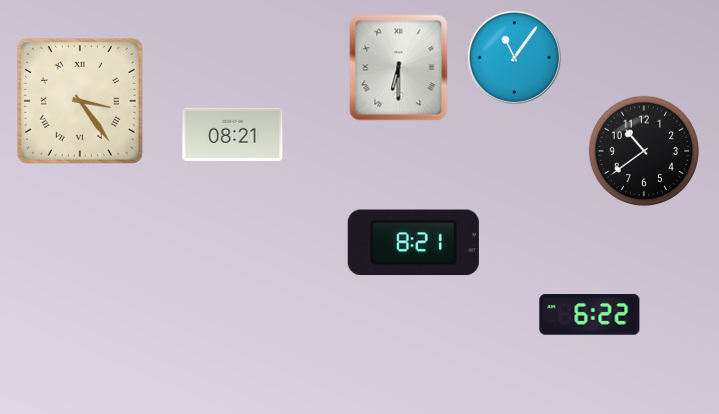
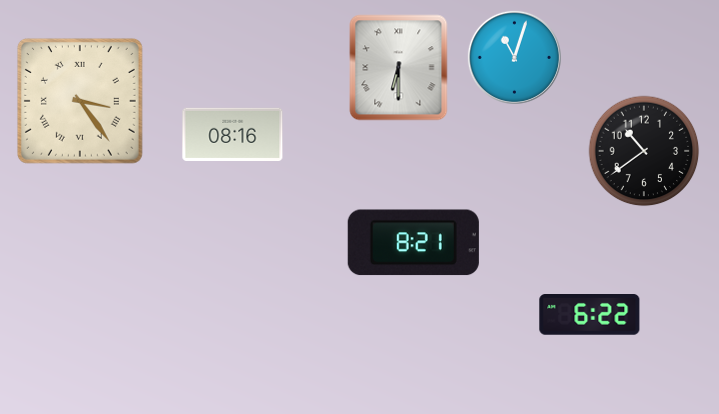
clock at (514, 57): 11:06 -> 11:03
clock at (233, 134): 08:21 -> 08:16
